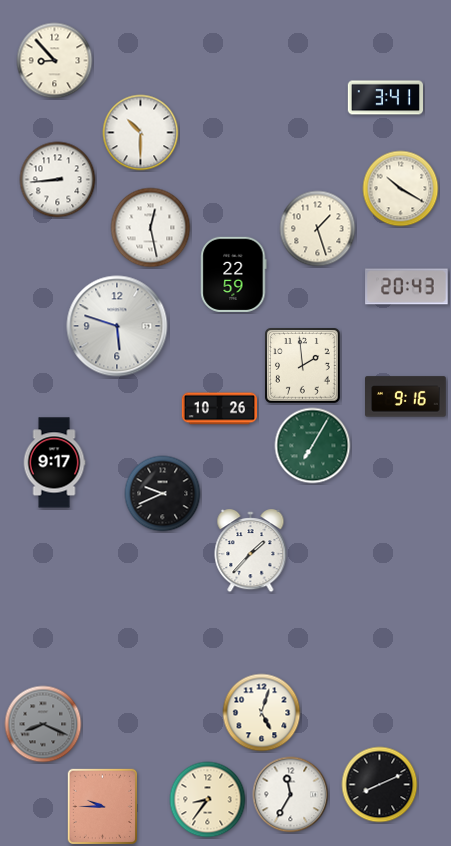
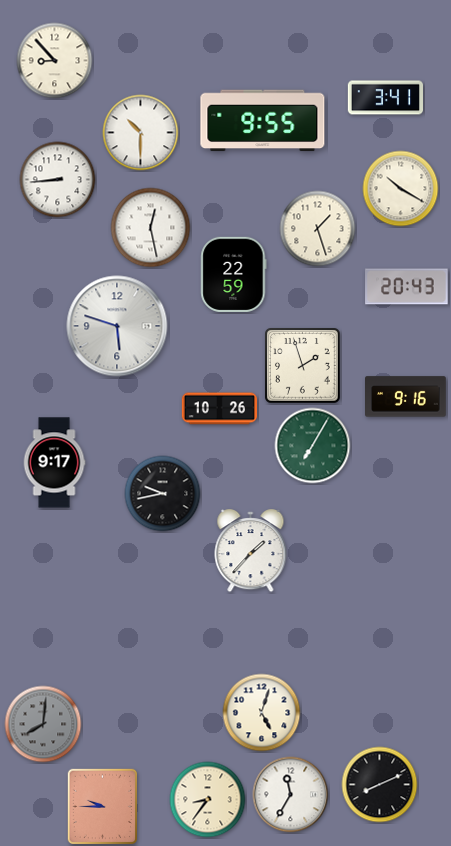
clock at (263, 121): none -> 9:55
clock at (303, 366): 1:59 -> 1:57
clock at (163, 494): 9:41 -> 9:43
clock at (43, 724): 8:19 -> 8:01
